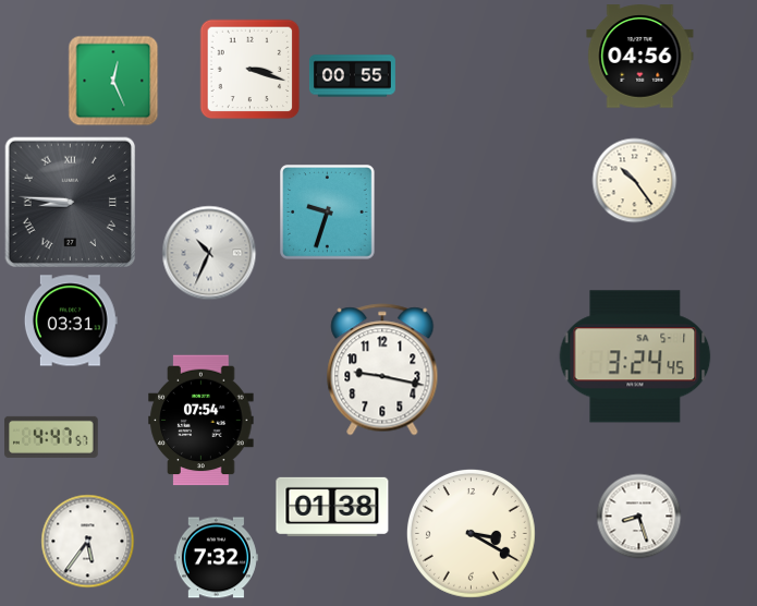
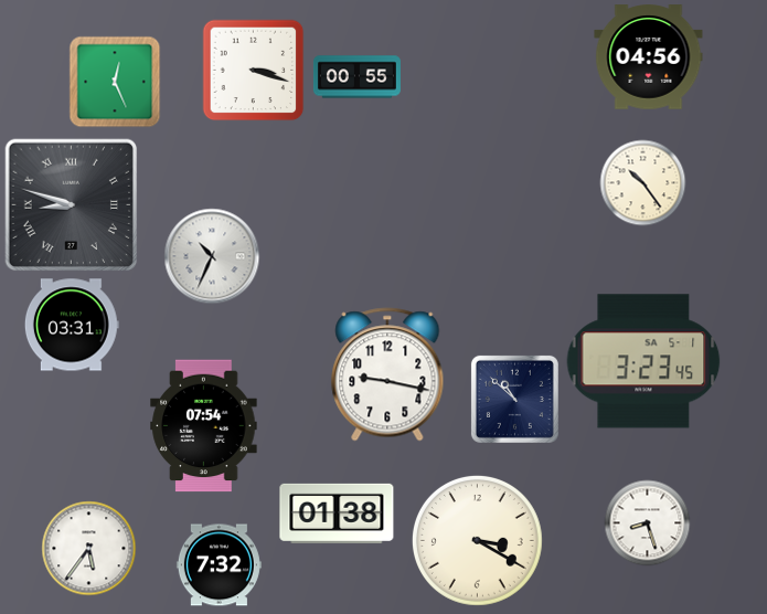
clock at (70, 202): 8:46 -> 8:48
clock at (328, 213): 9:33 -> none
clock at (635, 356): 3:24 -> 3:23
clock at (514, 399): none -> 10:52
clock at (51, 437): 4:47 -> none
